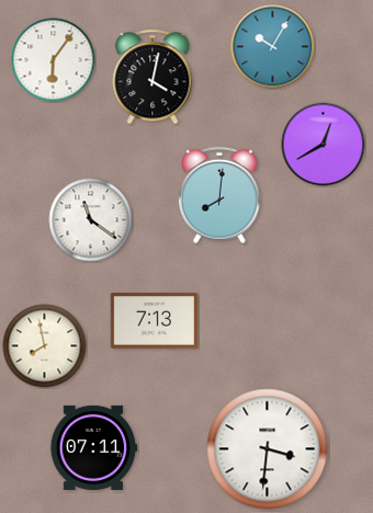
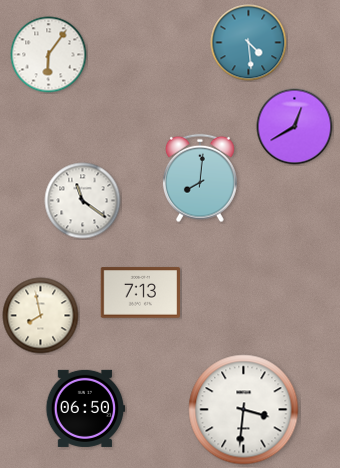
clock at (273, 47): 10:05 -> 4:29
clock at (152, 77): 4:02 -> none
clock at (324, 145) position: (324, 145) -> (295, 127)
clock at (93, 447): 07:11 -> 06:50
